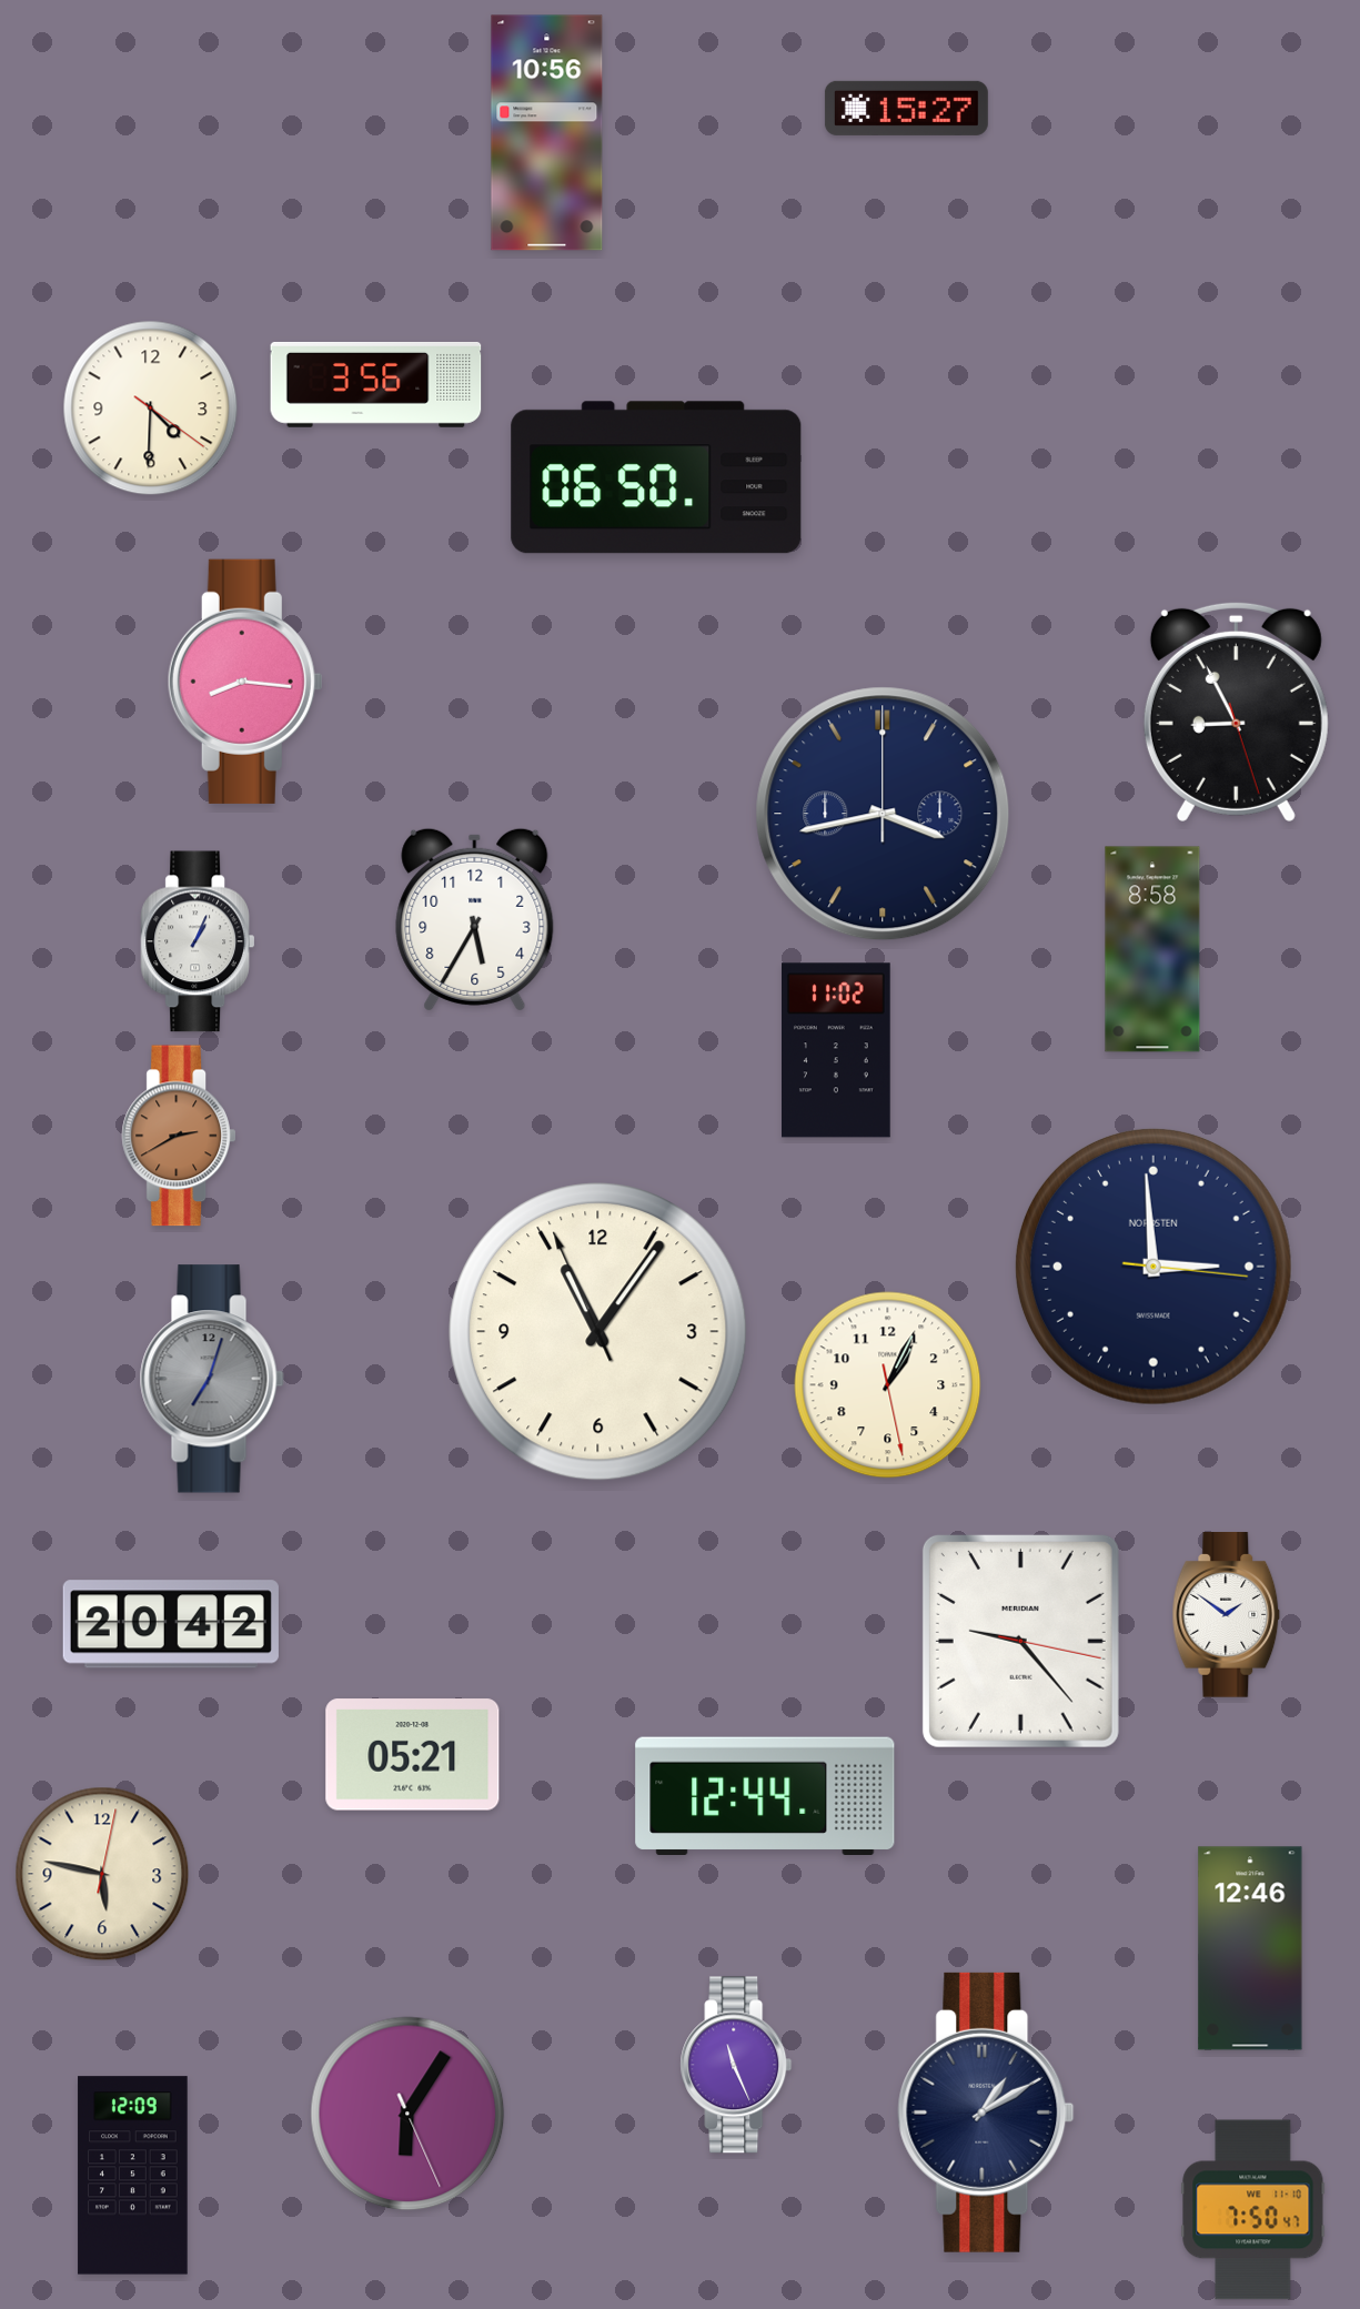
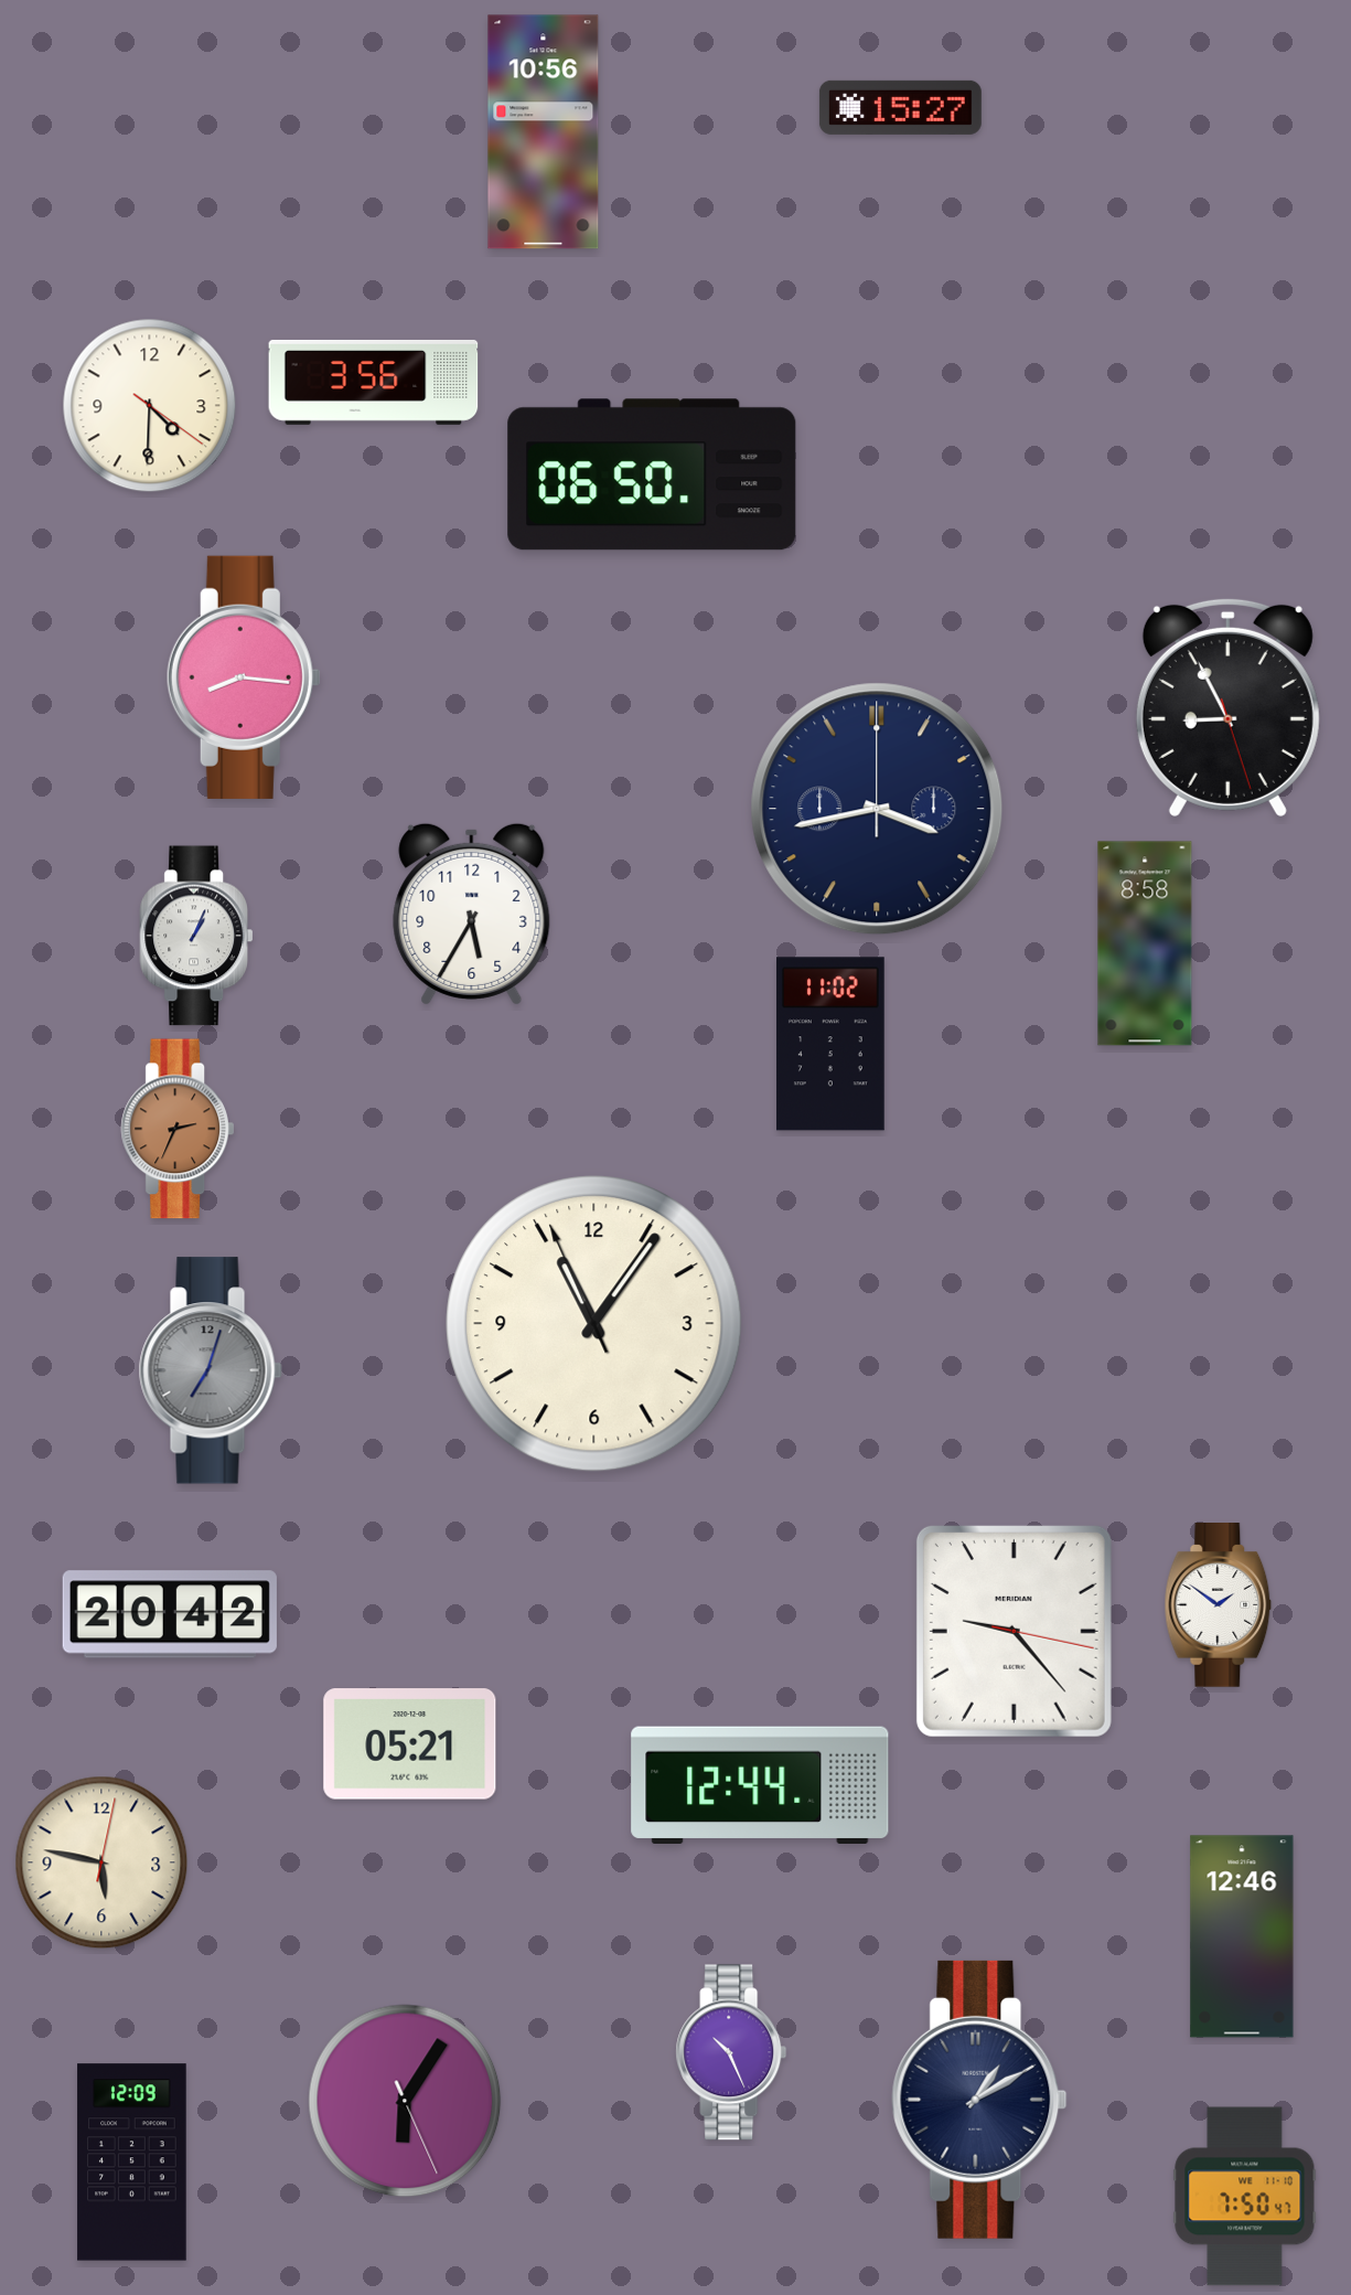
clock at (178, 1136): 2:40 -> 2:34
clock at (1154, 1267): 2:59 -> none
clock at (888, 1385): 1:04 -> none
clock at (736, 2065): 11:26 -> 10:26
